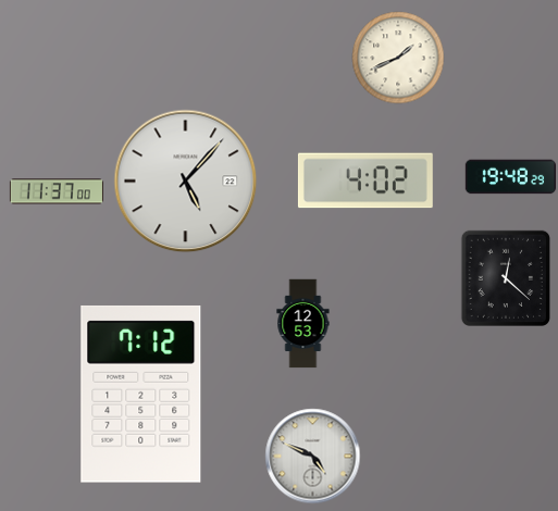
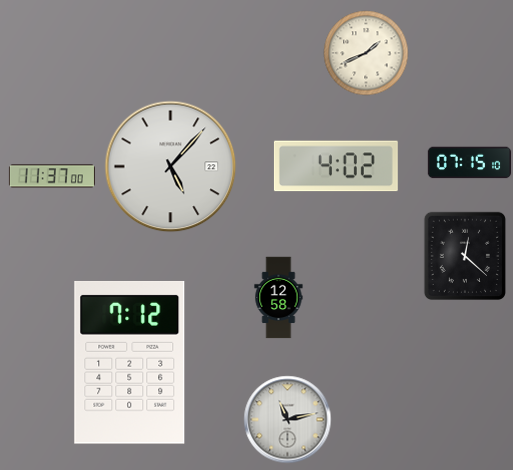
clock at (511, 177): 19:48 -> 07:15
clock at (303, 324): 12:53 -> 12:58
clock at (313, 457): 4:49 -> 11:13
